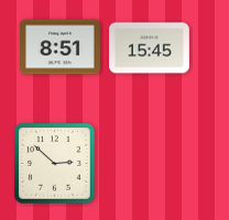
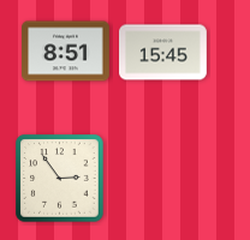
clock at (55, 164): 2:52 -> 2:54
